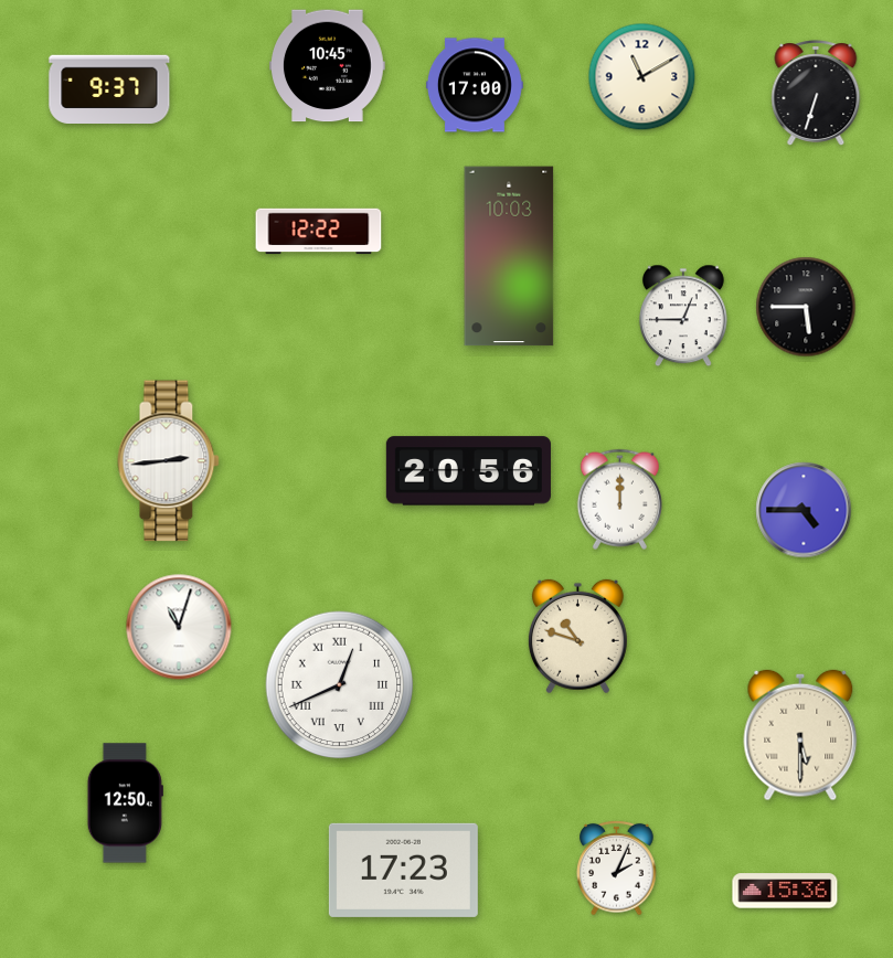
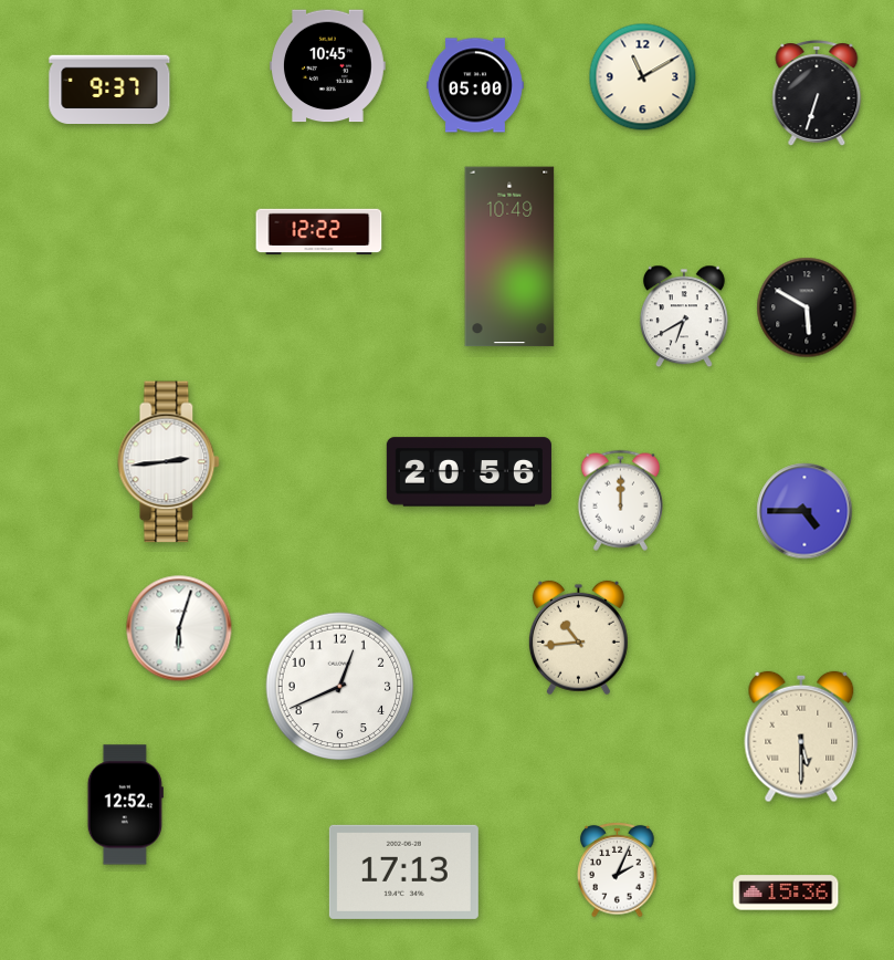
clock at (475, 85): 17:00 -> 05:00
clock at (509, 256): 10:03 -> 10:49
clock at (806, 307): 5:45 -> 5:50
clock at (683, 316): 12:45 -> 6:40
clock at (179, 627): 11:03 -> 6:03
clock at (577, 637): 10:48 -> 10:44
clock at (340, 685) numerals: Roman -> Arabic
clock at (125, 803): 12:50 -> 12:52
clock at (403, 870): 17:23 -> 17:13
